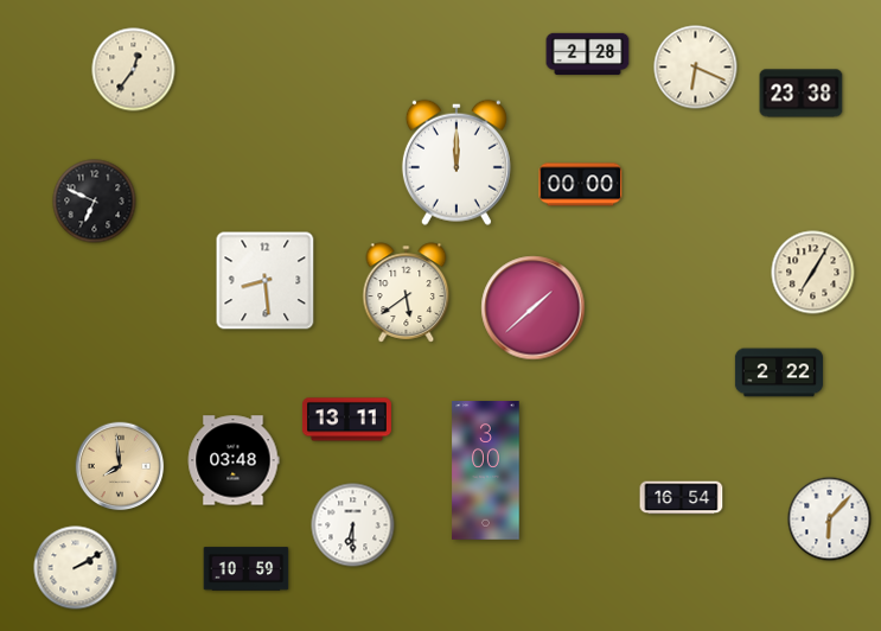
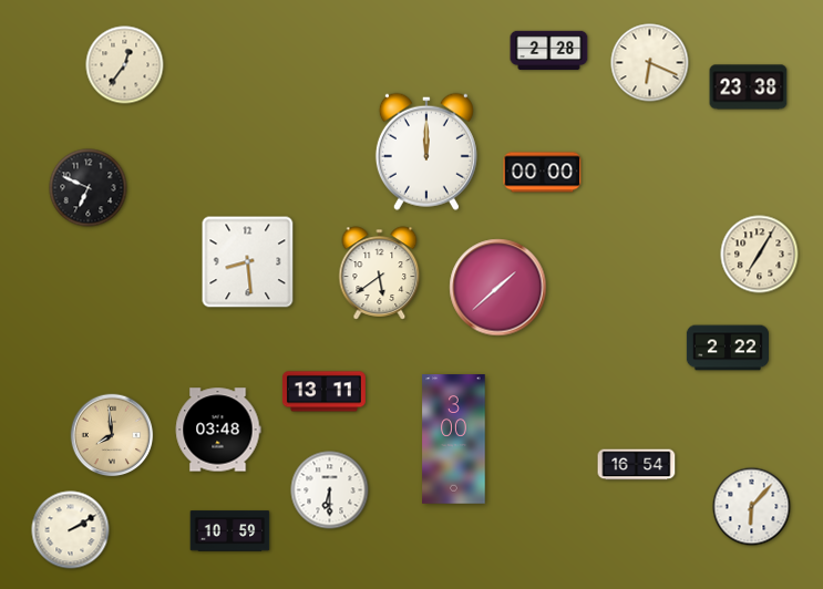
clock at (830, 520) position: (830, 520) -> (752, 507)
